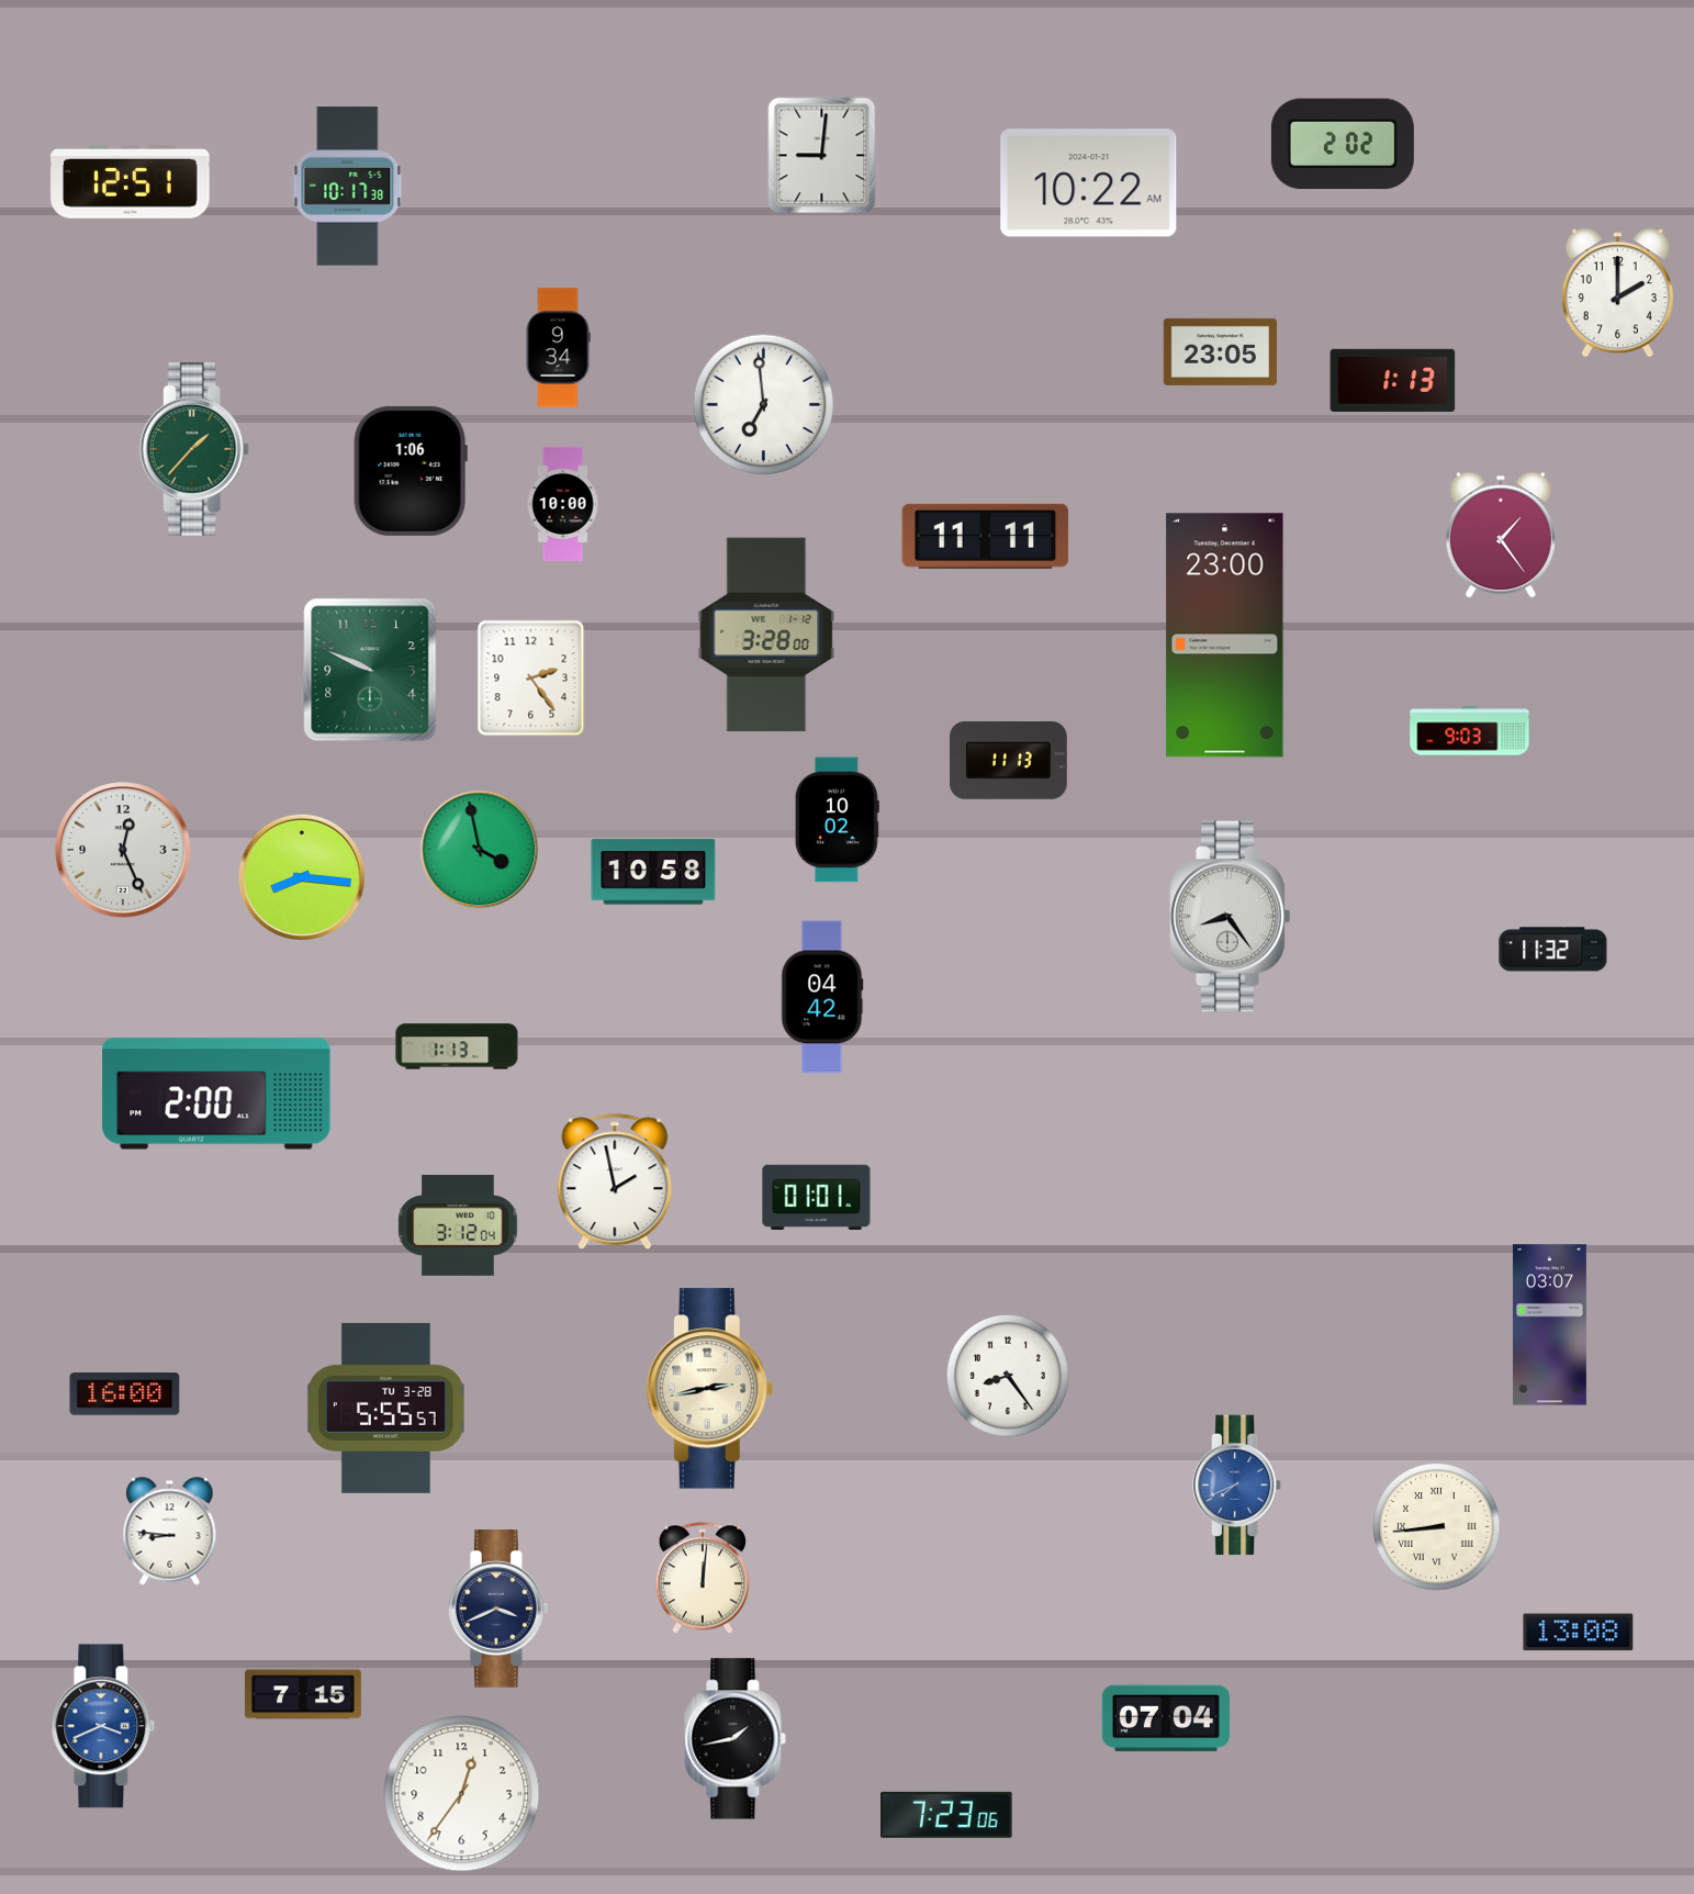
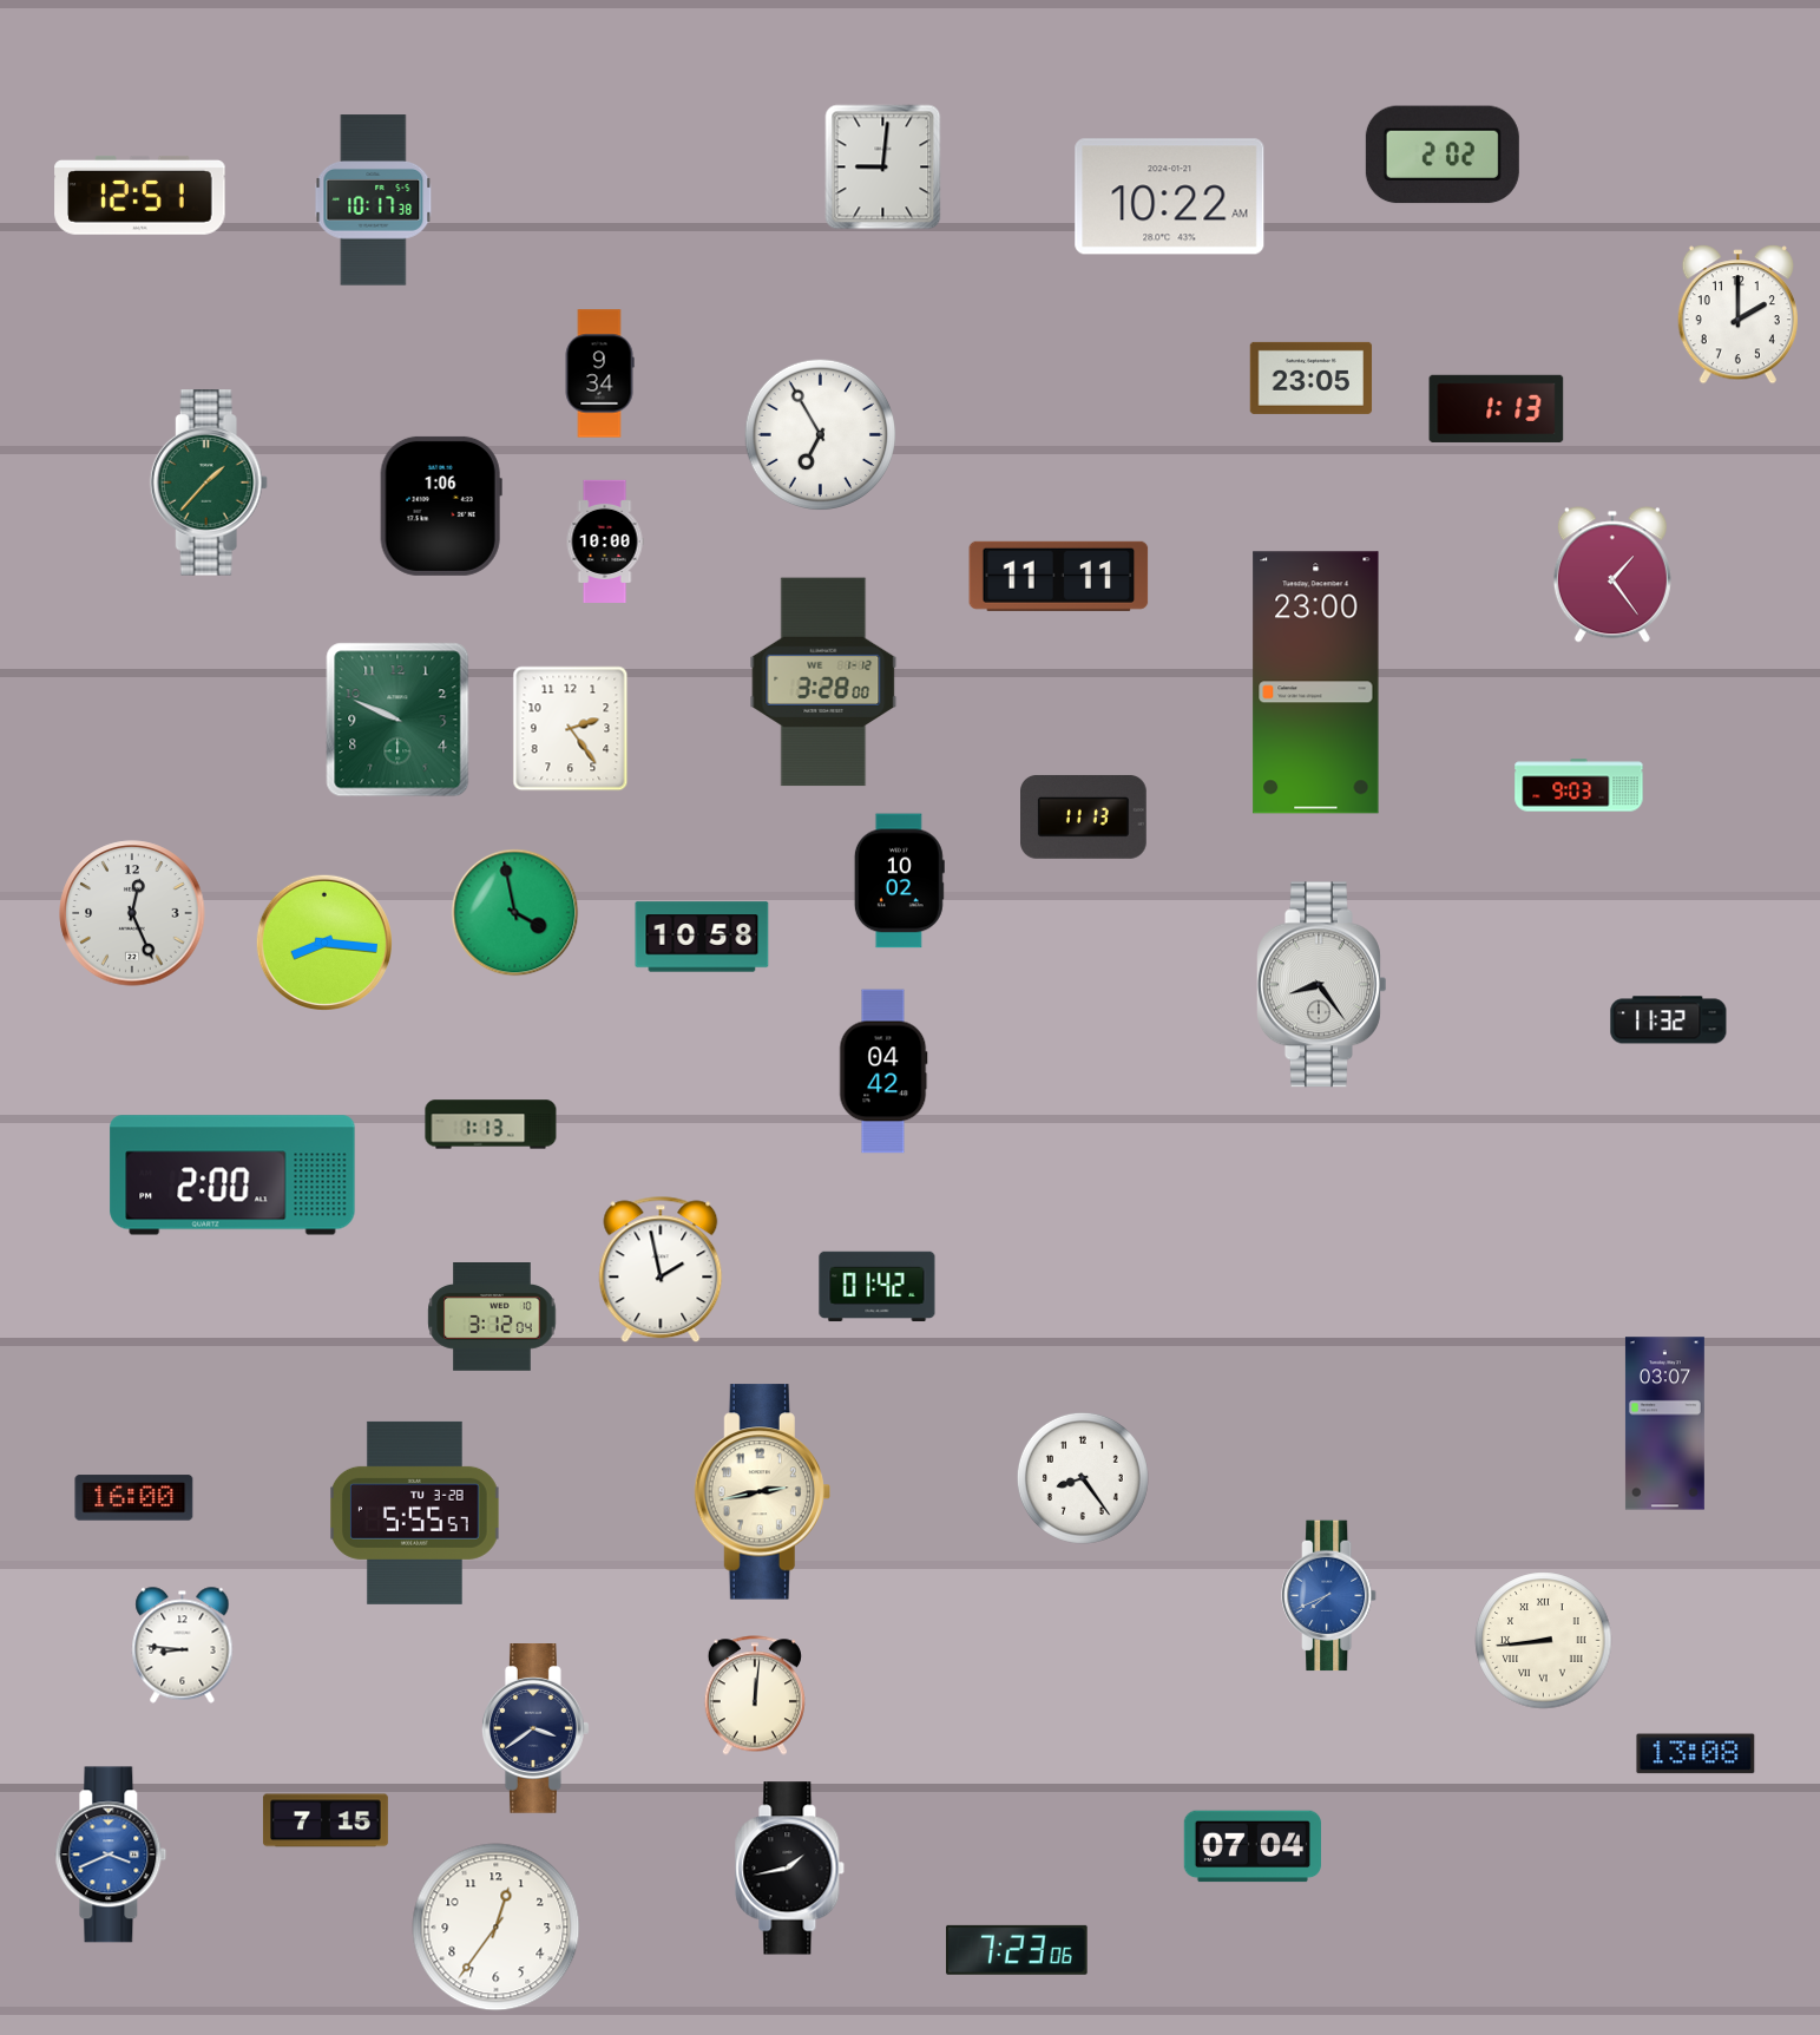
clock at (764, 405): 6:59 -> 6:55
clock at (817, 1198): 01:01 -> 01:42
clock at (498, 1610): 3:41 -> 3:39
